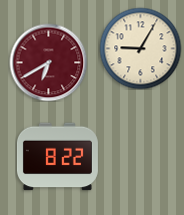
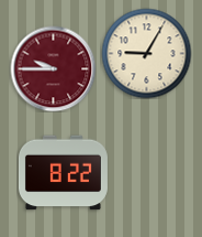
clock at (140, 48) position: (140, 48) -> (146, 53)
clock at (48, 62): 6:40 -> 9:45
